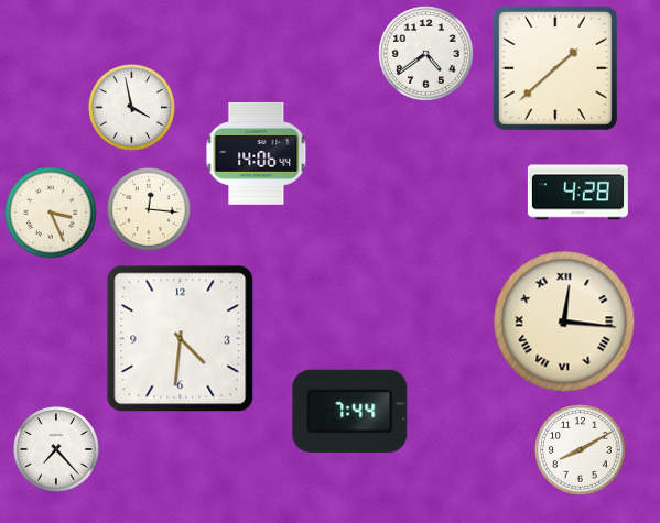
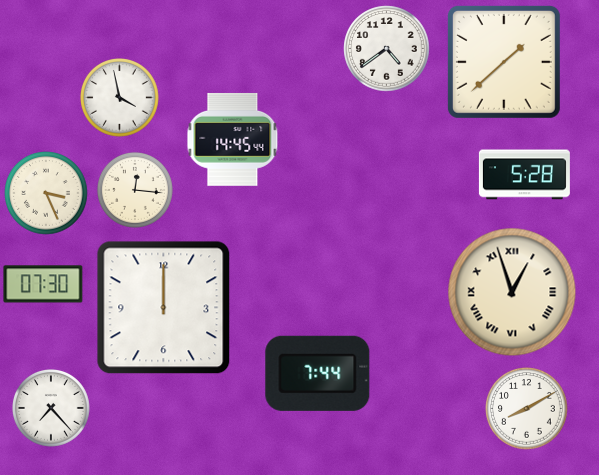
clock at (257, 153): 14:06 -> 14:45
clock at (577, 193): 4:28 -> 5:28
clock at (43, 284): none -> 07:30
clock at (564, 322): 12:16 -> 12:57
clock at (181, 339): 4:31 -> 12:00
